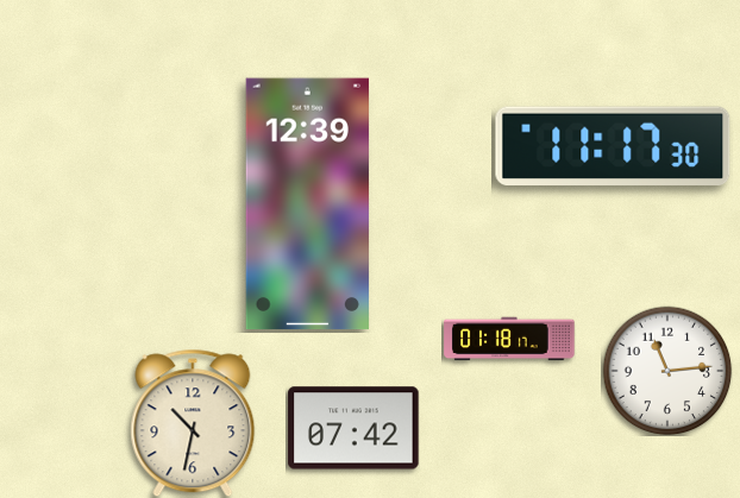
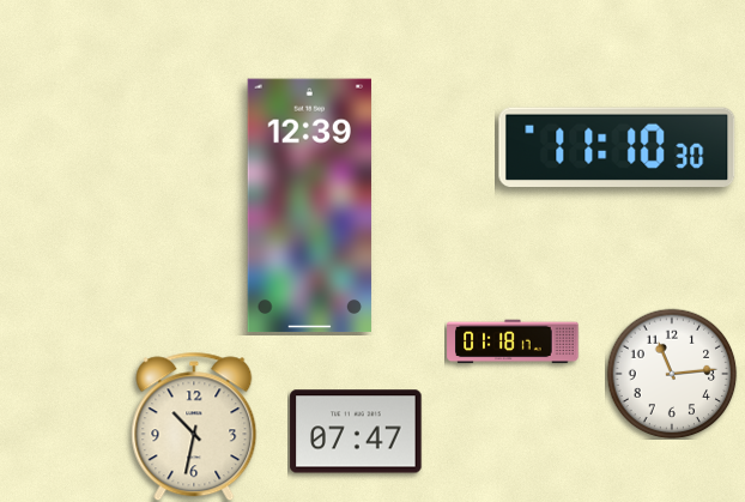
clock at (613, 146): 11:17 -> 11:10
clock at (353, 428): 07:42 -> 07:47
